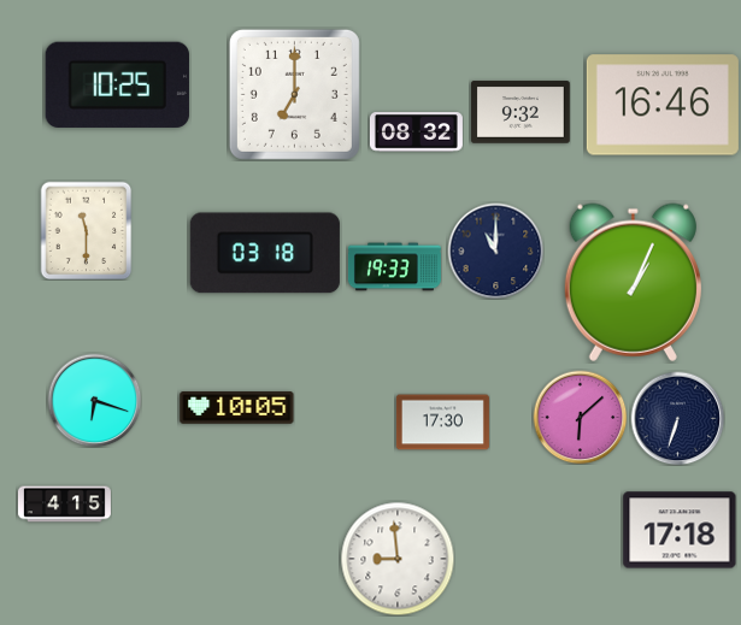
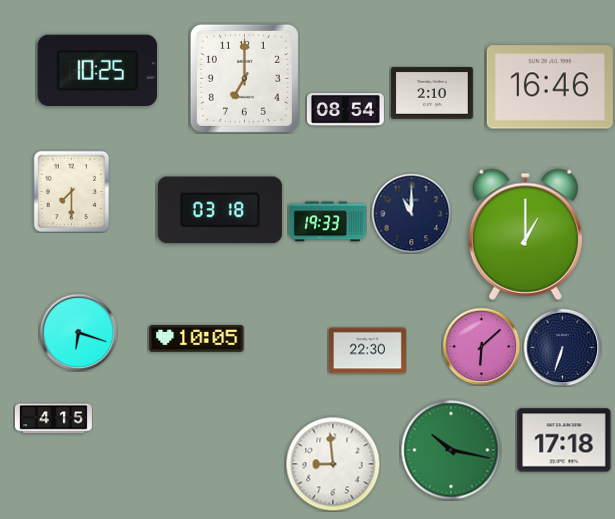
clock at (521, 112): 9:32 -> 2:10
clock at (416, 132): 08:32 -> 08:54
clock at (87, 230): 11:30 -> 7:30
clock at (495, 250) position: (495, 250) -> (411, 213)
clock at (633, 282): 1:04 -> 1:00
clock at (442, 423): 17:30 -> 22:30
clock at (451, 450): none -> 10:17
clock at (398, 559) position: (398, 559) -> (333, 464)
